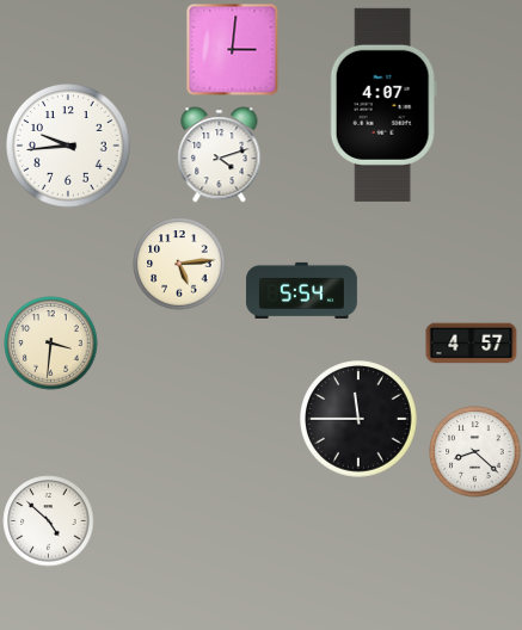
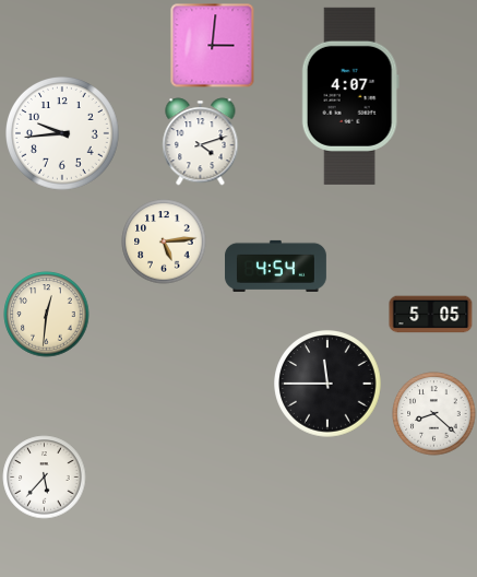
clock at (301, 290): 5:54 -> 4:54
clock at (51, 344): 3:31 -> 12:31
clock at (472, 344): 4:57 -> 5:05
clock at (49, 521): 4:52 -> 5:37
